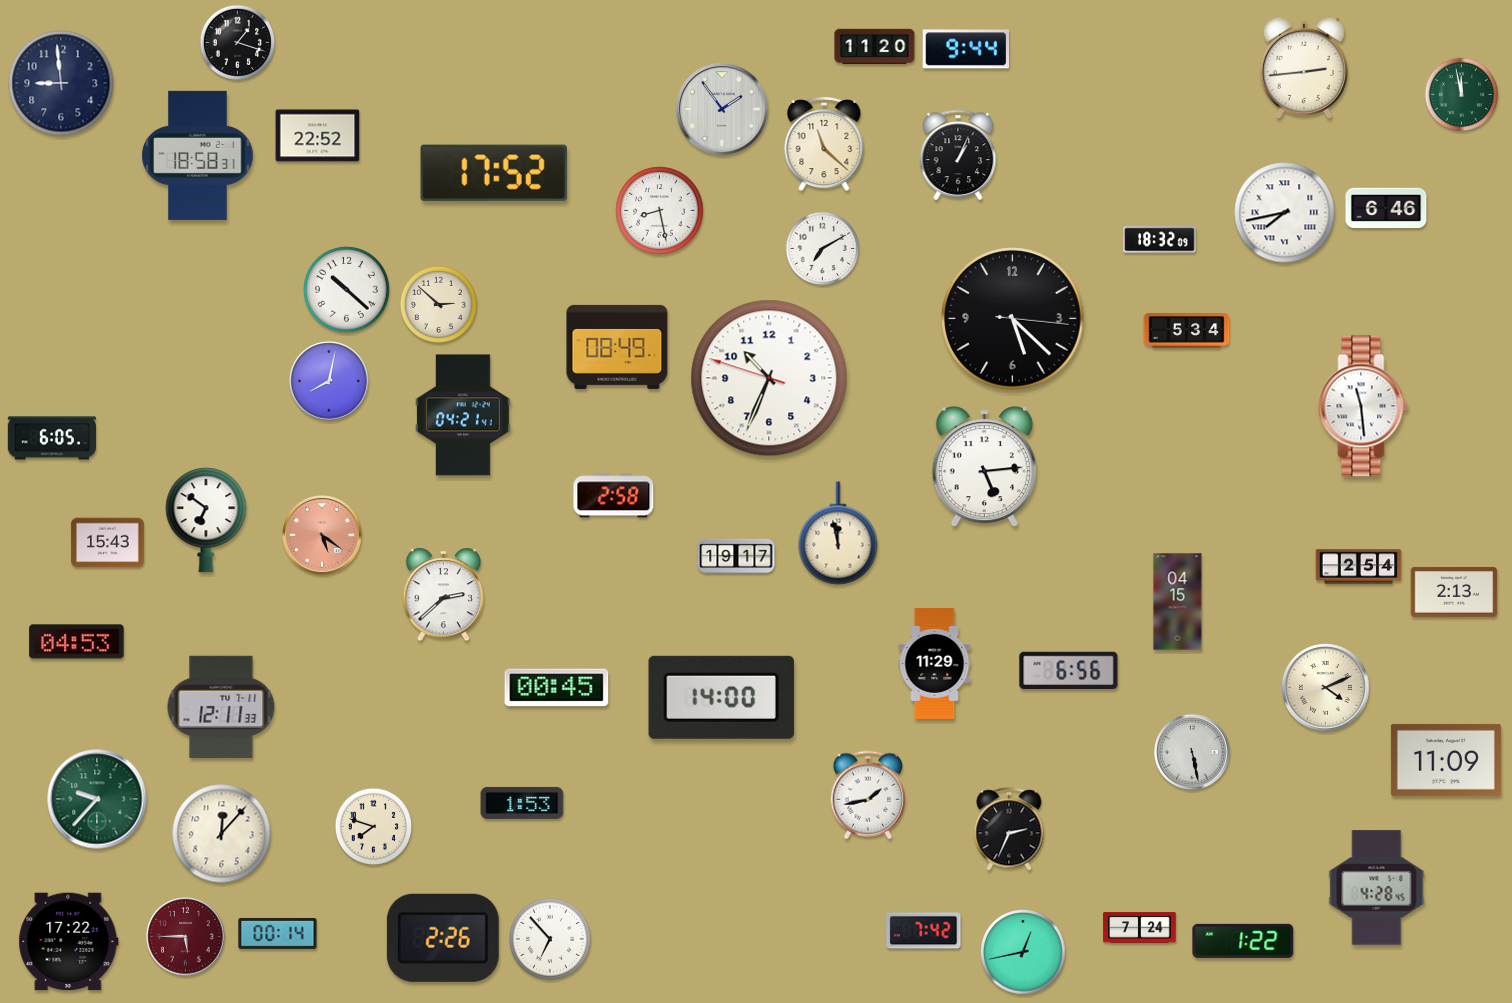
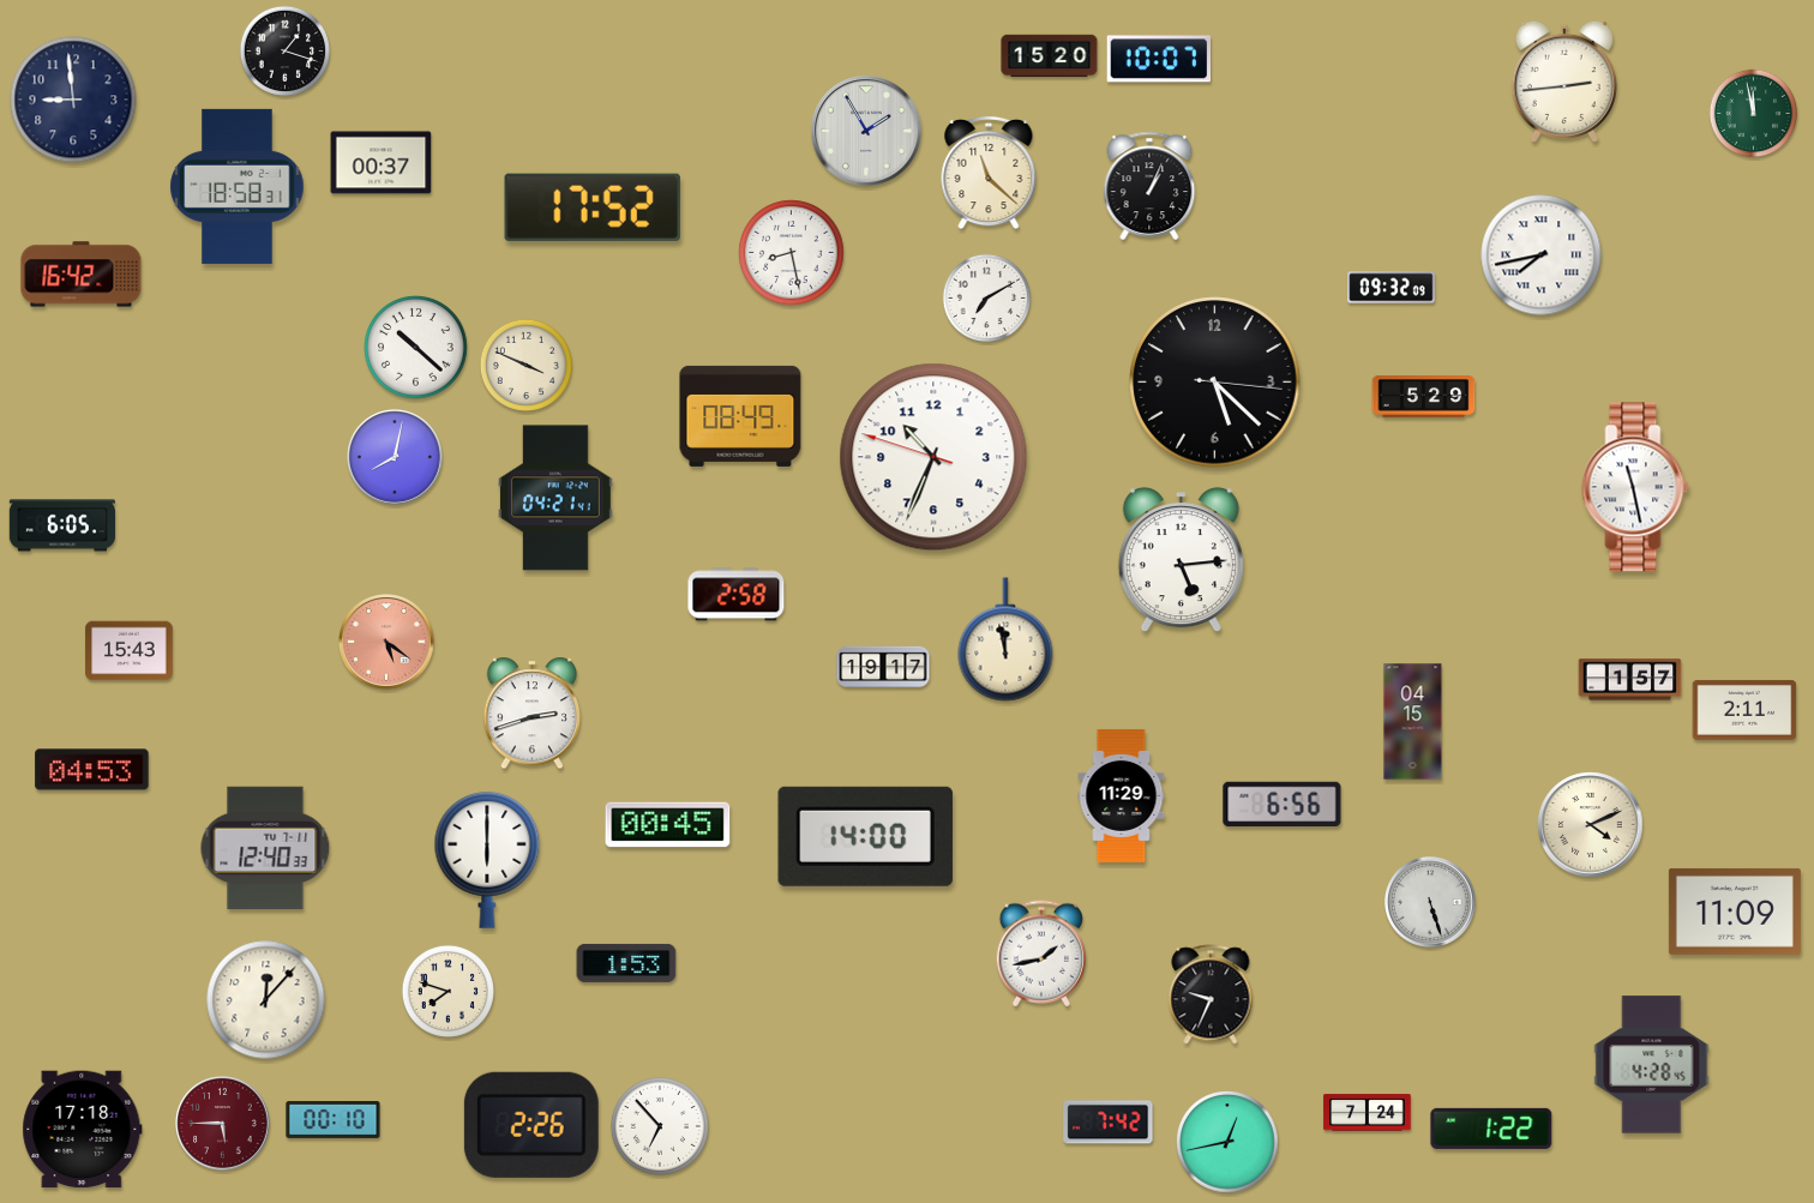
clock at (875, 47): 11:20 -> 15:20
clock at (966, 49): 9:44 -> 10:07
clock at (722, 109): 1:54 -> 1:55
clock at (318, 136): 22:52 -> 00:37
clock at (1386, 207): 6:46 -> none
clock at (82, 275): none -> 16:42
clock at (1160, 240): 18:32 -> 09:32
clock at (438, 304): 2:52 -> 3:49
clock at (1187, 331): 5:34 -> 5:29
clock at (769, 378) position: (769, 378) -> (933, 457)
clock at (1363, 406): 11:29 -> 11:28
clock at (206, 520): 6:51 -> none
clock at (1359, 567): 2:54 -> 1:57
clock at (1454, 592): 2:13 -> 2:11
clock at (444, 595): 2:38 -> 2:42
clock at (221, 706): 12:11 -> 12:40
clock at (487, 861): none -> 6:00
clock at (1193, 753): 5:28 -> 5:27
clock at (97, 799): 9:37 -> none
clock at (1009, 829): 2:34 -> 9:34
clock at (924, 931) position: (924, 931) -> (1109, 1123)
clock at (278, 933): 00:14 -> 00:10
clock at (69, 942): 17:22 -> 17:18
